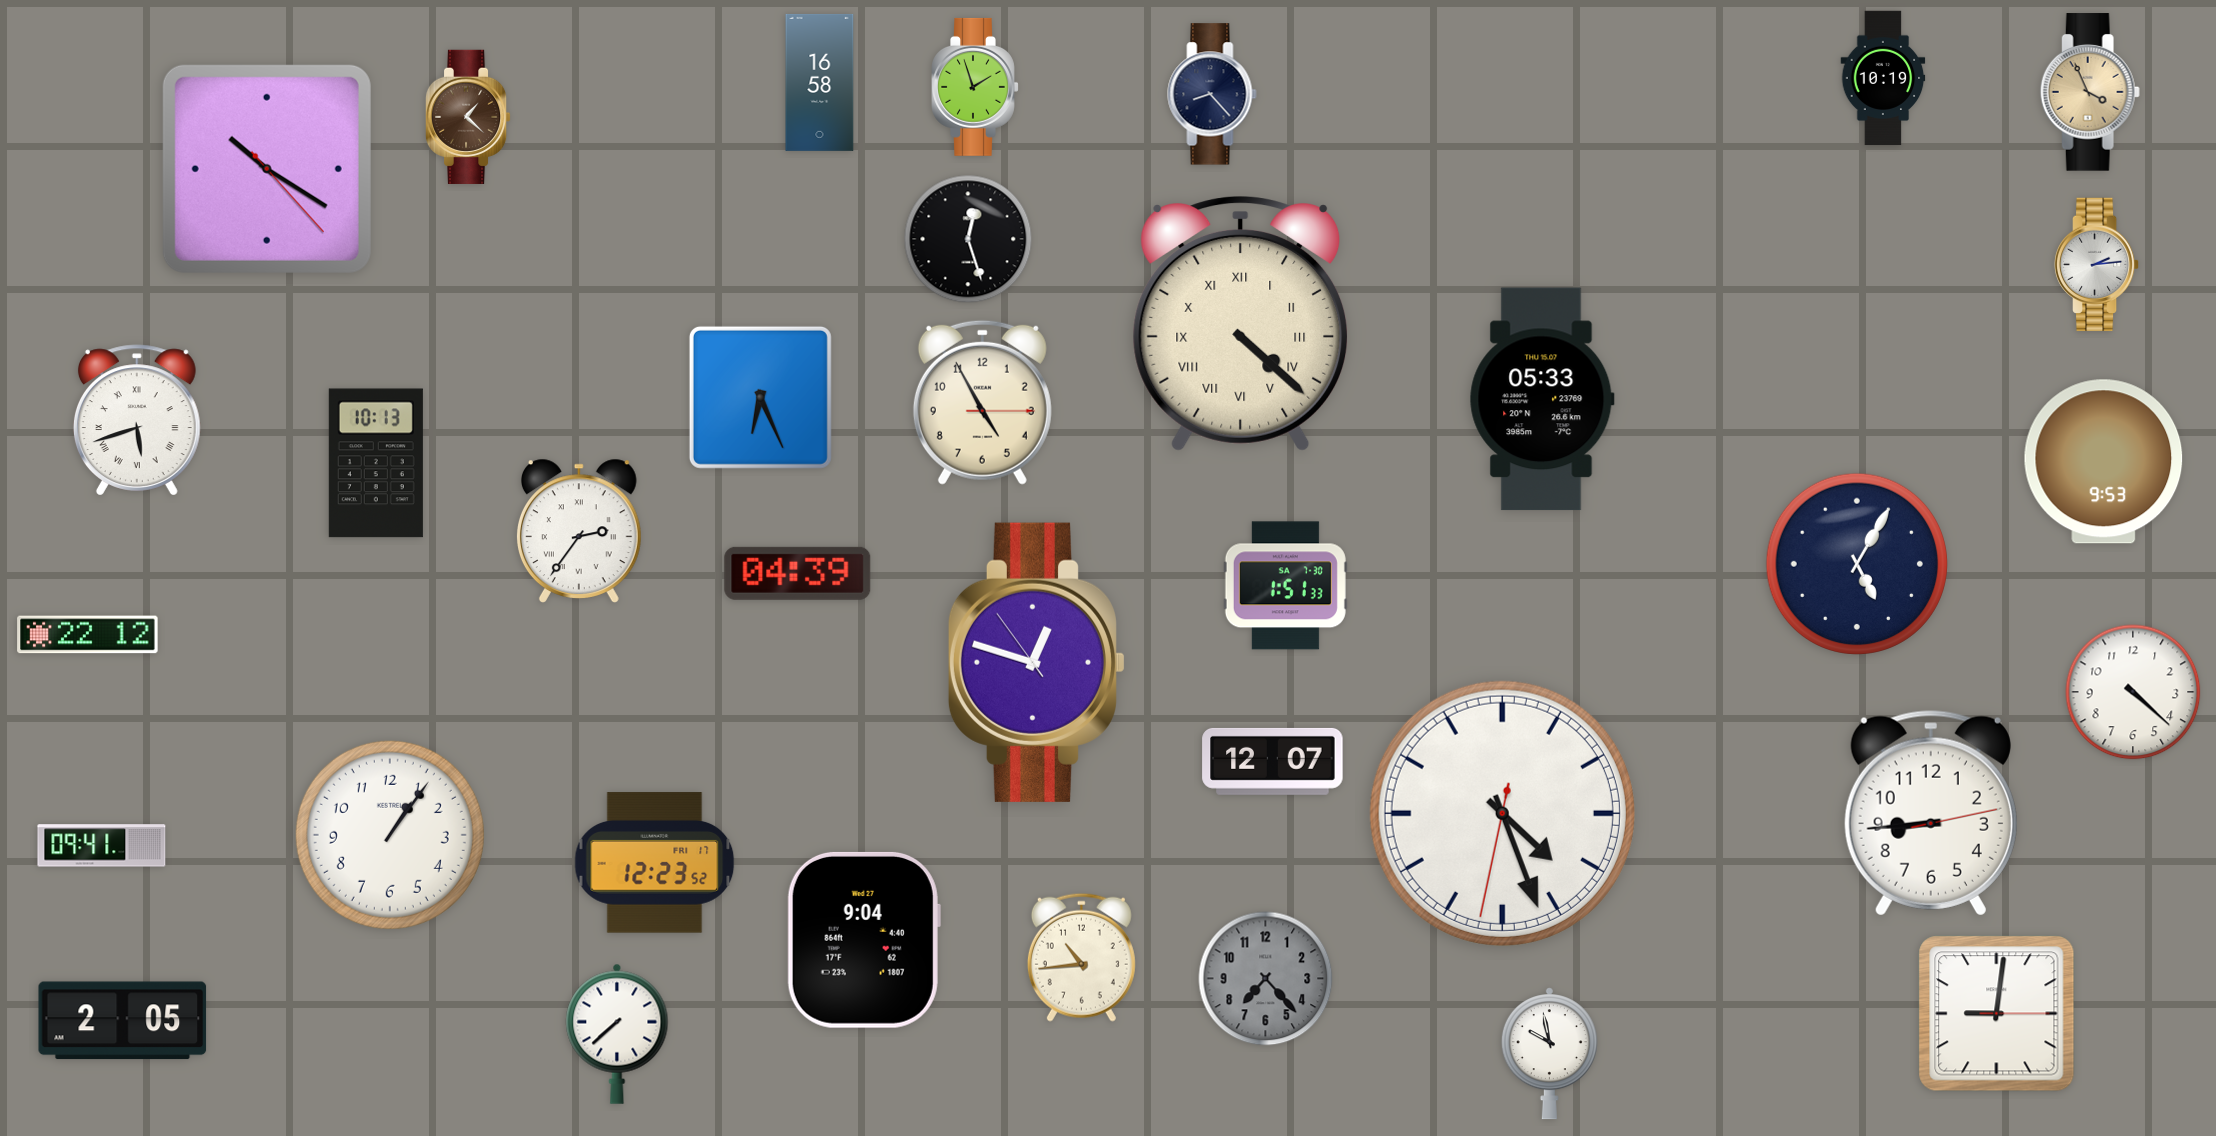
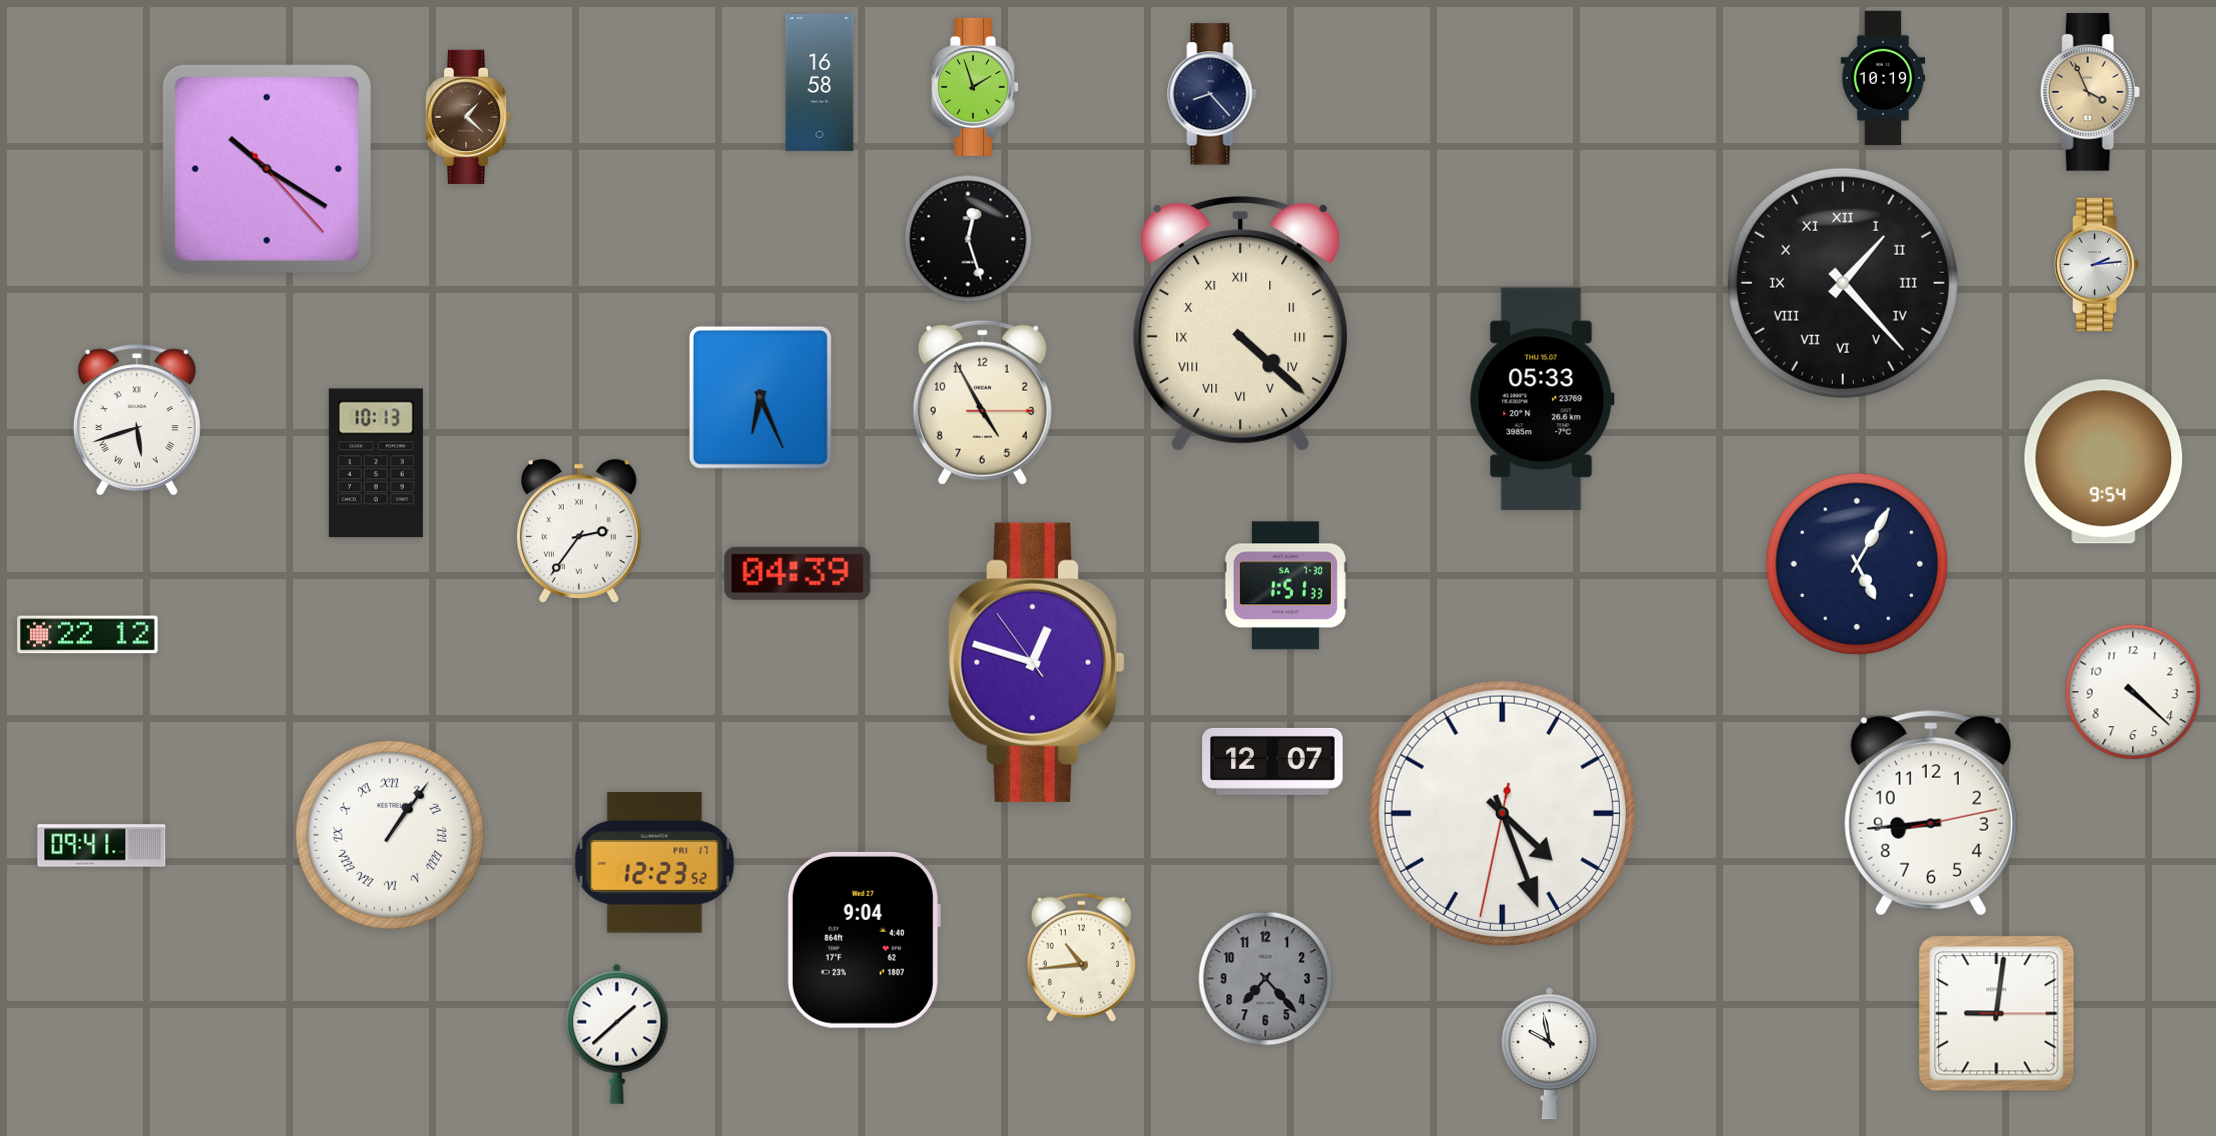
clock at (1843, 283): none -> 1:23
clock at (2104, 462): 9:53 -> 9:54
clock at (390, 835) numerals: Arabic -> Roman
clock at (123, 1021): 2:05 -> none
clock at (617, 1034): 7:38 -> 1:38
